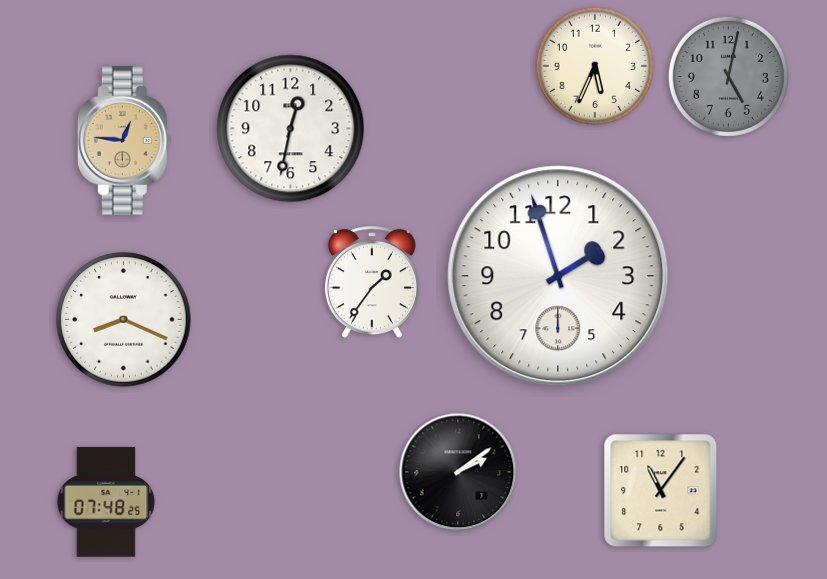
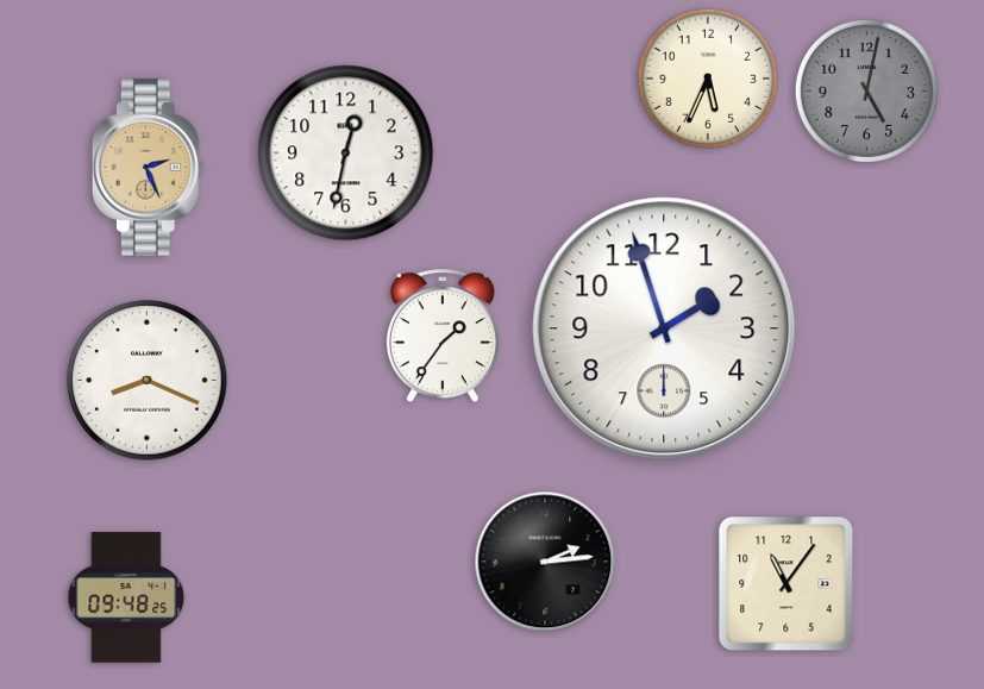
clock at (124, 141): 12:46 -> 2:26
clock at (458, 472): 2:09 -> 2:14
clock at (106, 502): 07:48 -> 09:48
